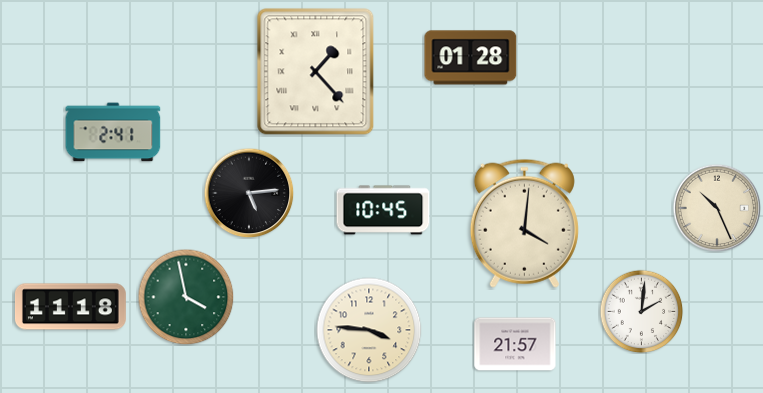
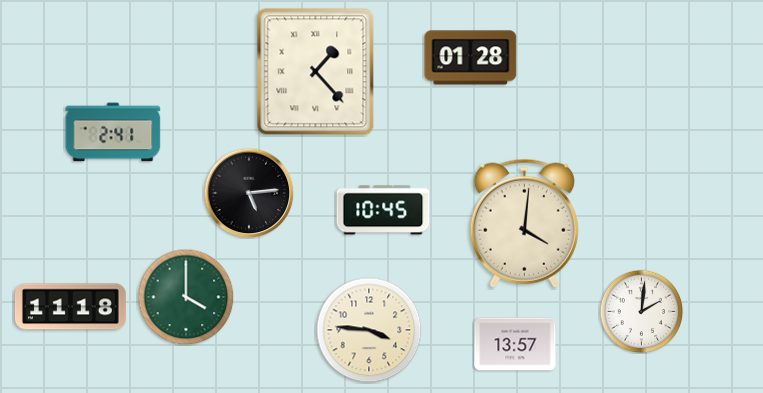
clock at (717, 208): 10:26 -> none
clock at (186, 297): 3:58 -> 4:00
clock at (515, 344): 21:57 -> 13:57
